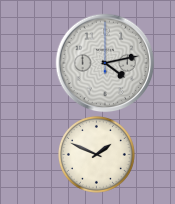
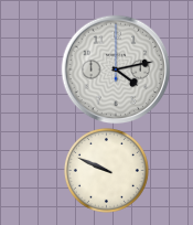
clock at (97, 155): 1:49 -> 9:49
